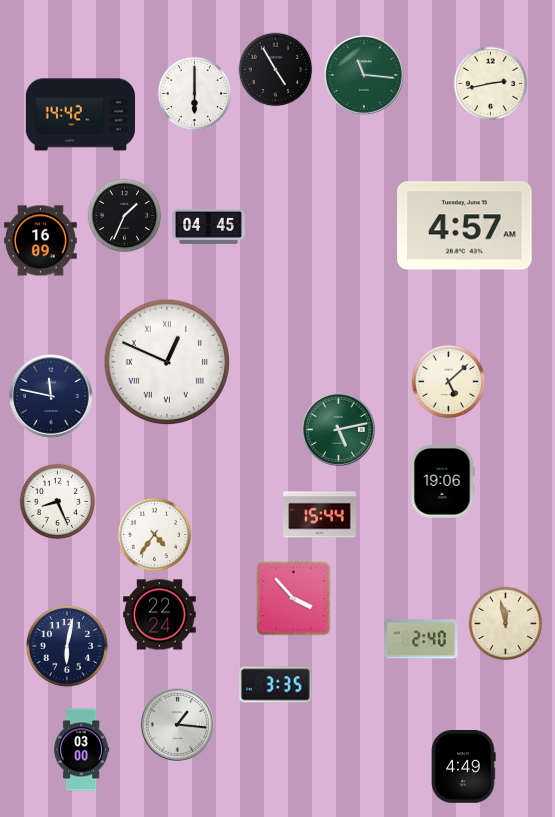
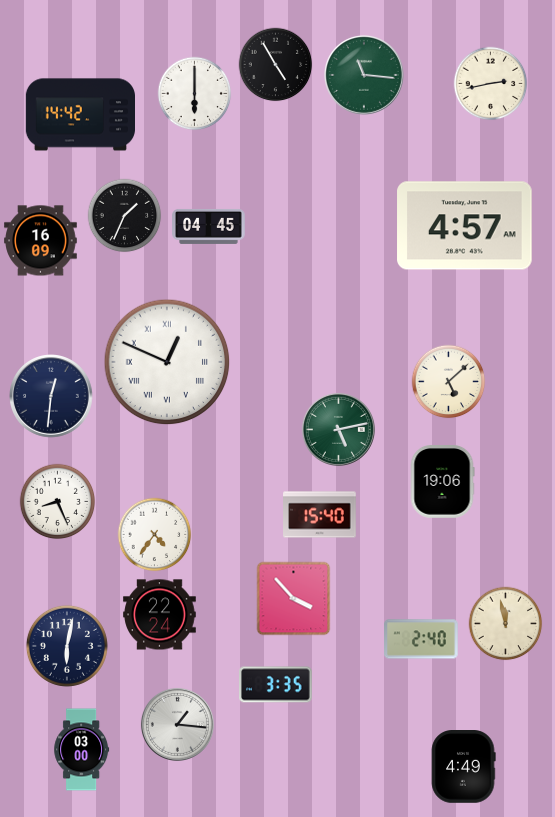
clock at (276, 70) position: (276, 70) -> (276, 65)
clock at (52, 397): 11:47 -> 12:31
clock at (320, 515): 15:44 -> 15:40
